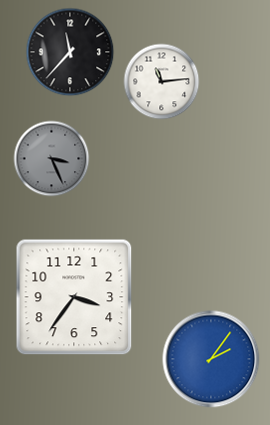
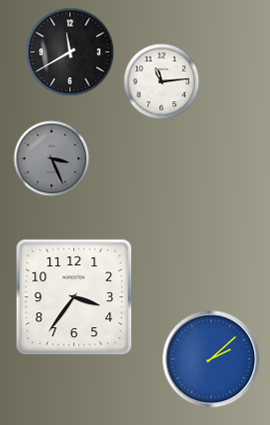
clock at (70, 52): 11:37 -> 11:40
clock at (211, 359): 2:06 -> 2:08
